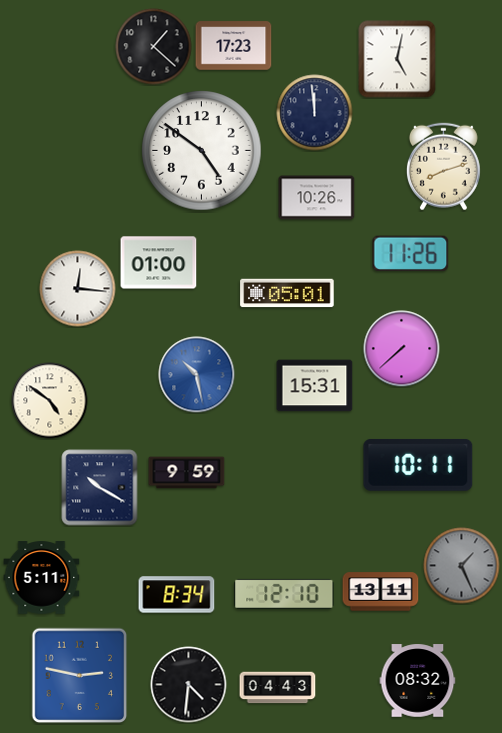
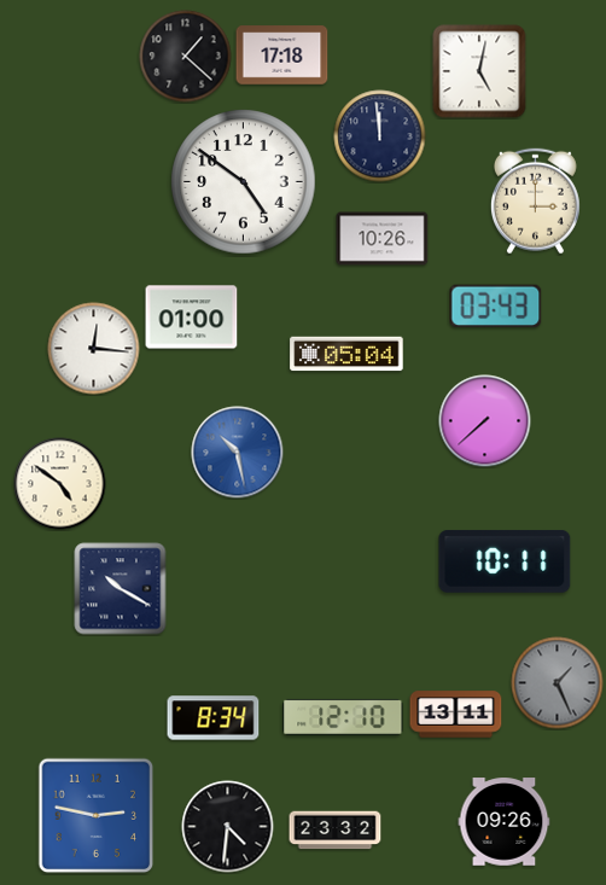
clock at (234, 46): 17:23 -> 17:18
clock at (443, 167): 8:12 -> 3:00
clock at (411, 254): 11:26 -> 03:43
clock at (287, 293): 05:01 -> 05:04
clock at (315, 386): 15:31 -> none
clock at (187, 473): 9:59 -> none
clock at (42, 578): 5:11 -> none
clock at (381, 592) position: (381, 592) -> (456, 715)
clock at (418, 681): 08:32 -> 09:26
clock at (278, 688): 04:43 -> 23:32
